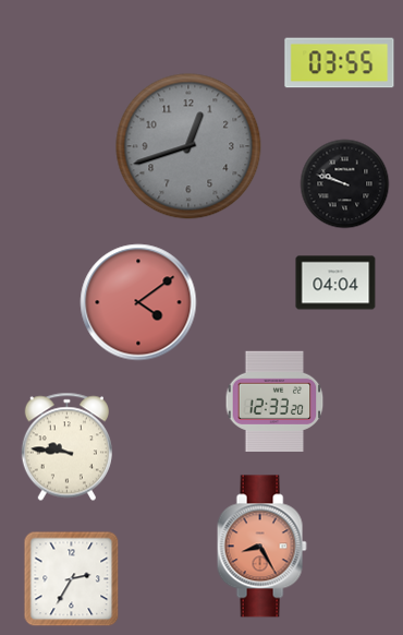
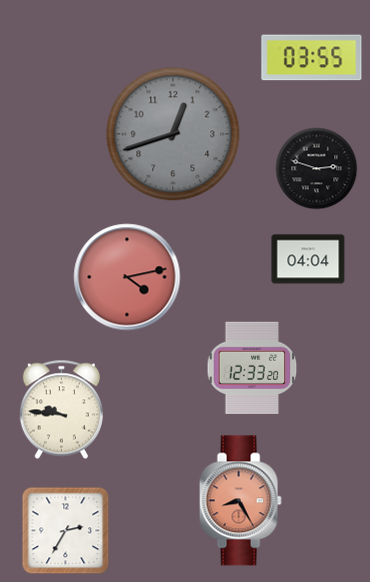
clock at (345, 184): 9:48 -> 2:48
clock at (138, 302): 4:09 -> 4:13
